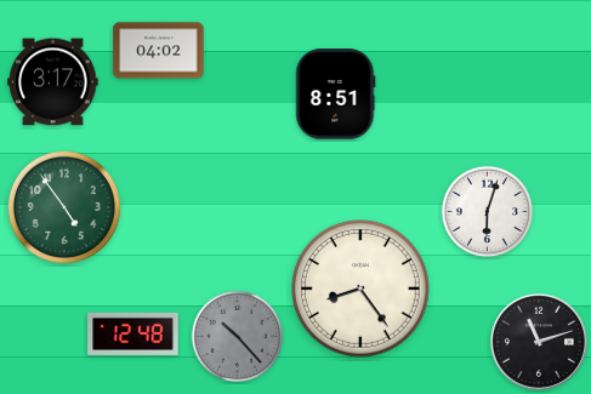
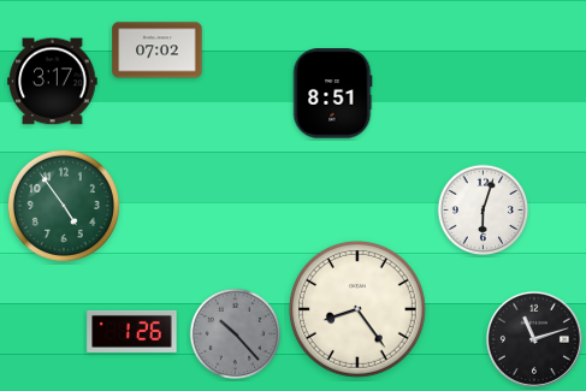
clock at (159, 51): 04:02 -> 07:02
clock at (360, 289) position: (360, 289) -> (357, 309)
clock at (133, 333): 12:48 -> 1:26
